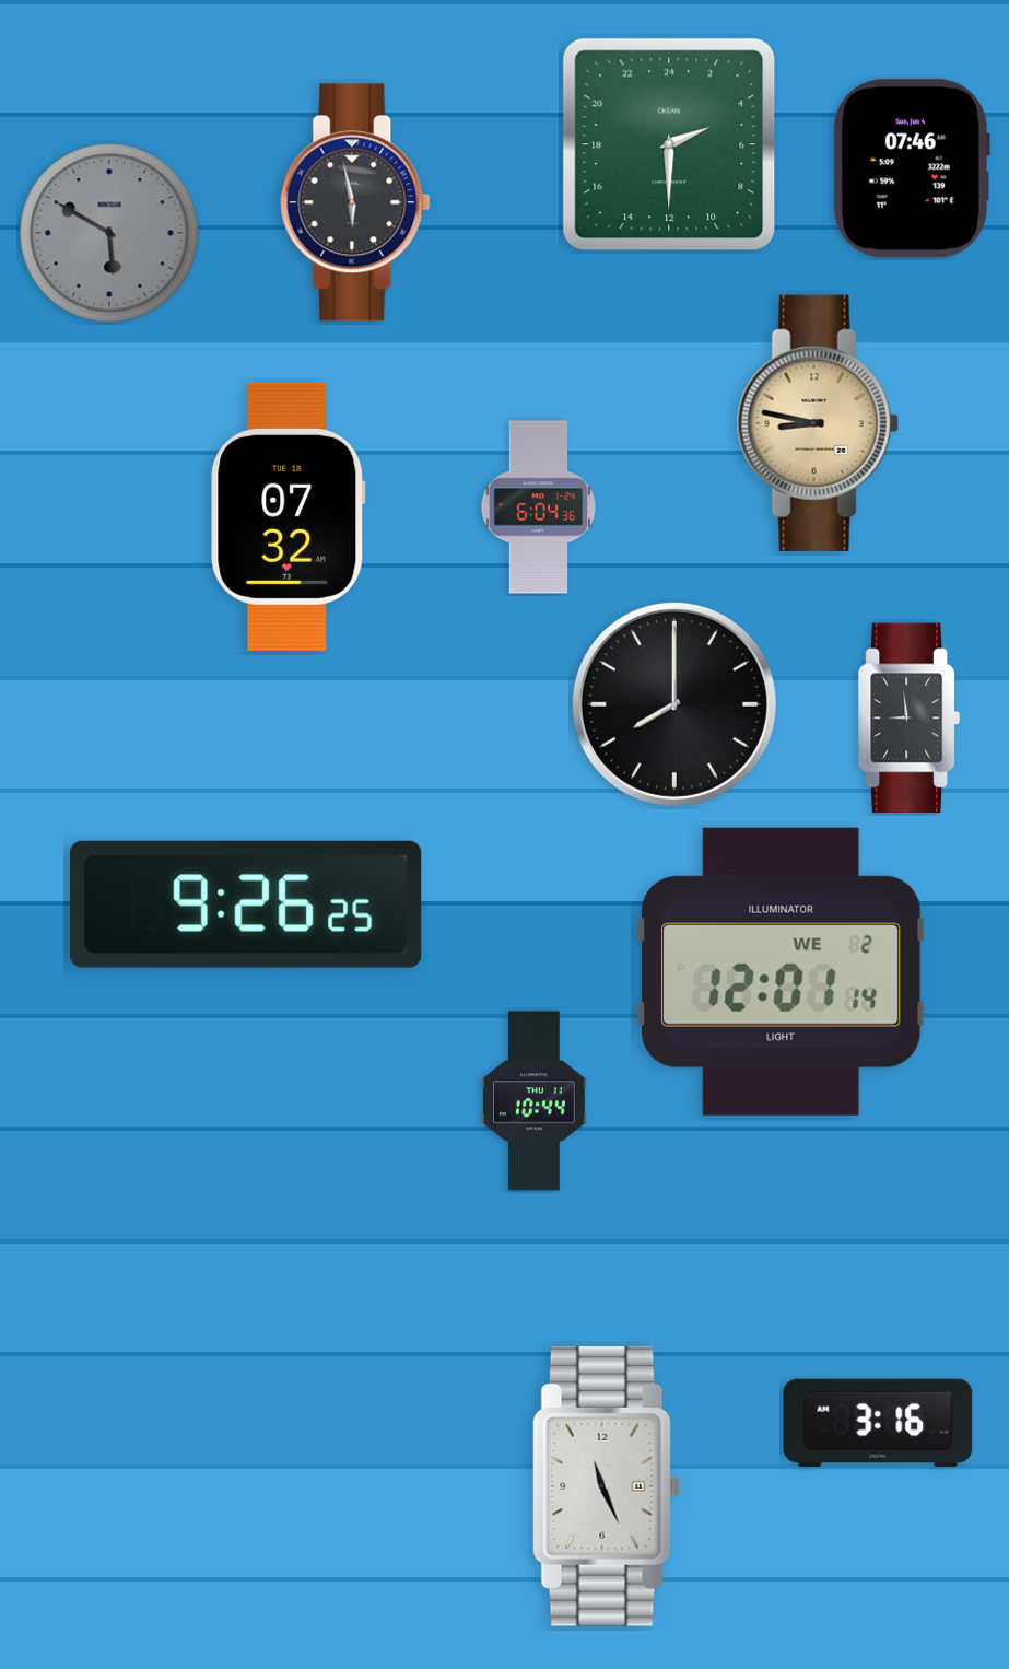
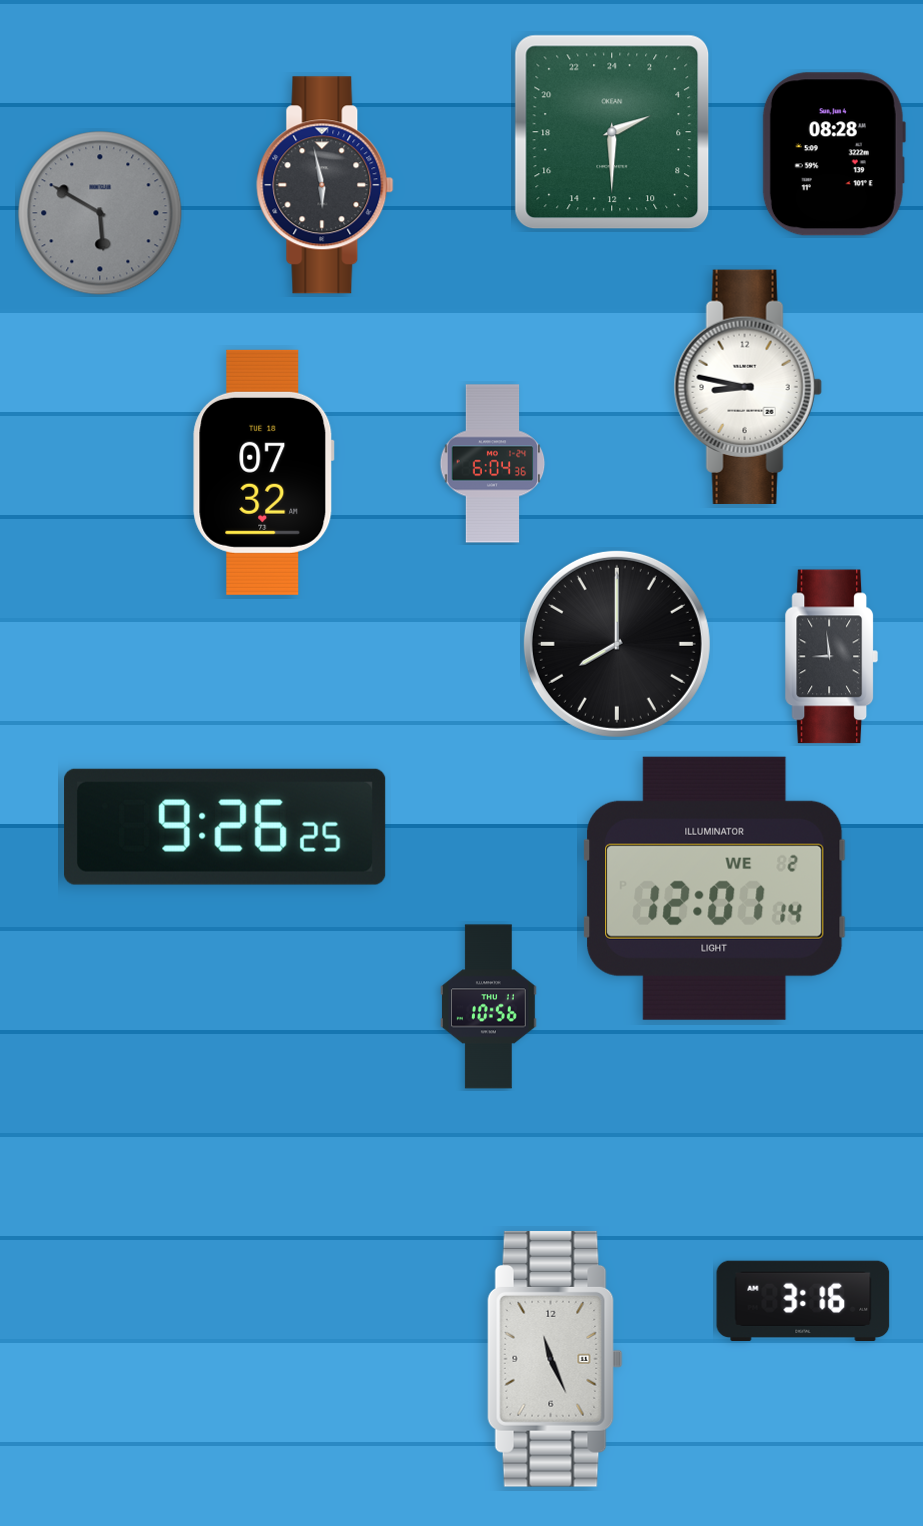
clock at (912, 168): 07:46 -> 08:28
clock at (818, 423) dial: champagne -> white
clock at (535, 1101): 10:44 -> 10:56
